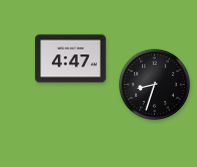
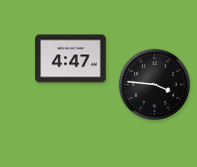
clock at (154, 84): 8:33 -> 3:46
